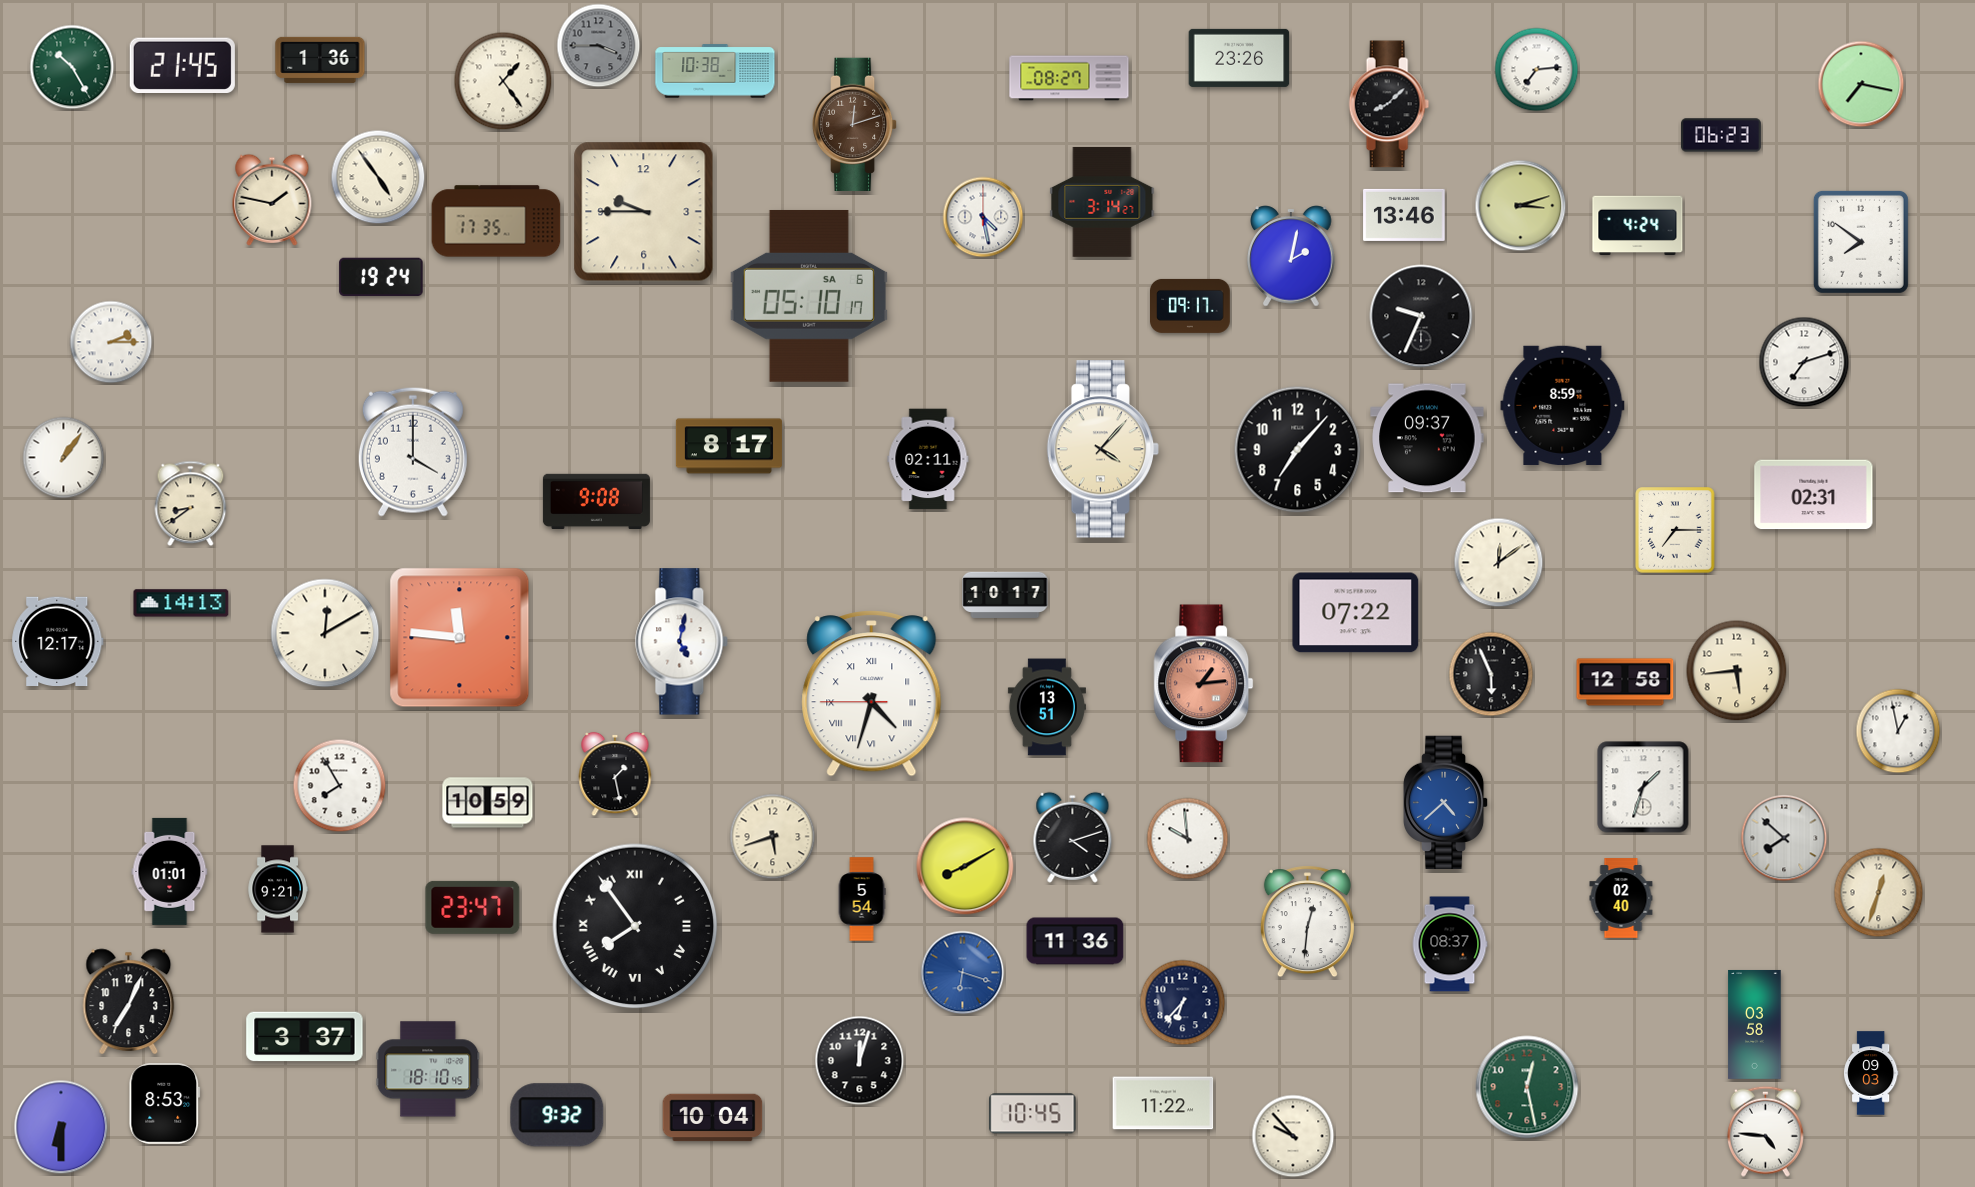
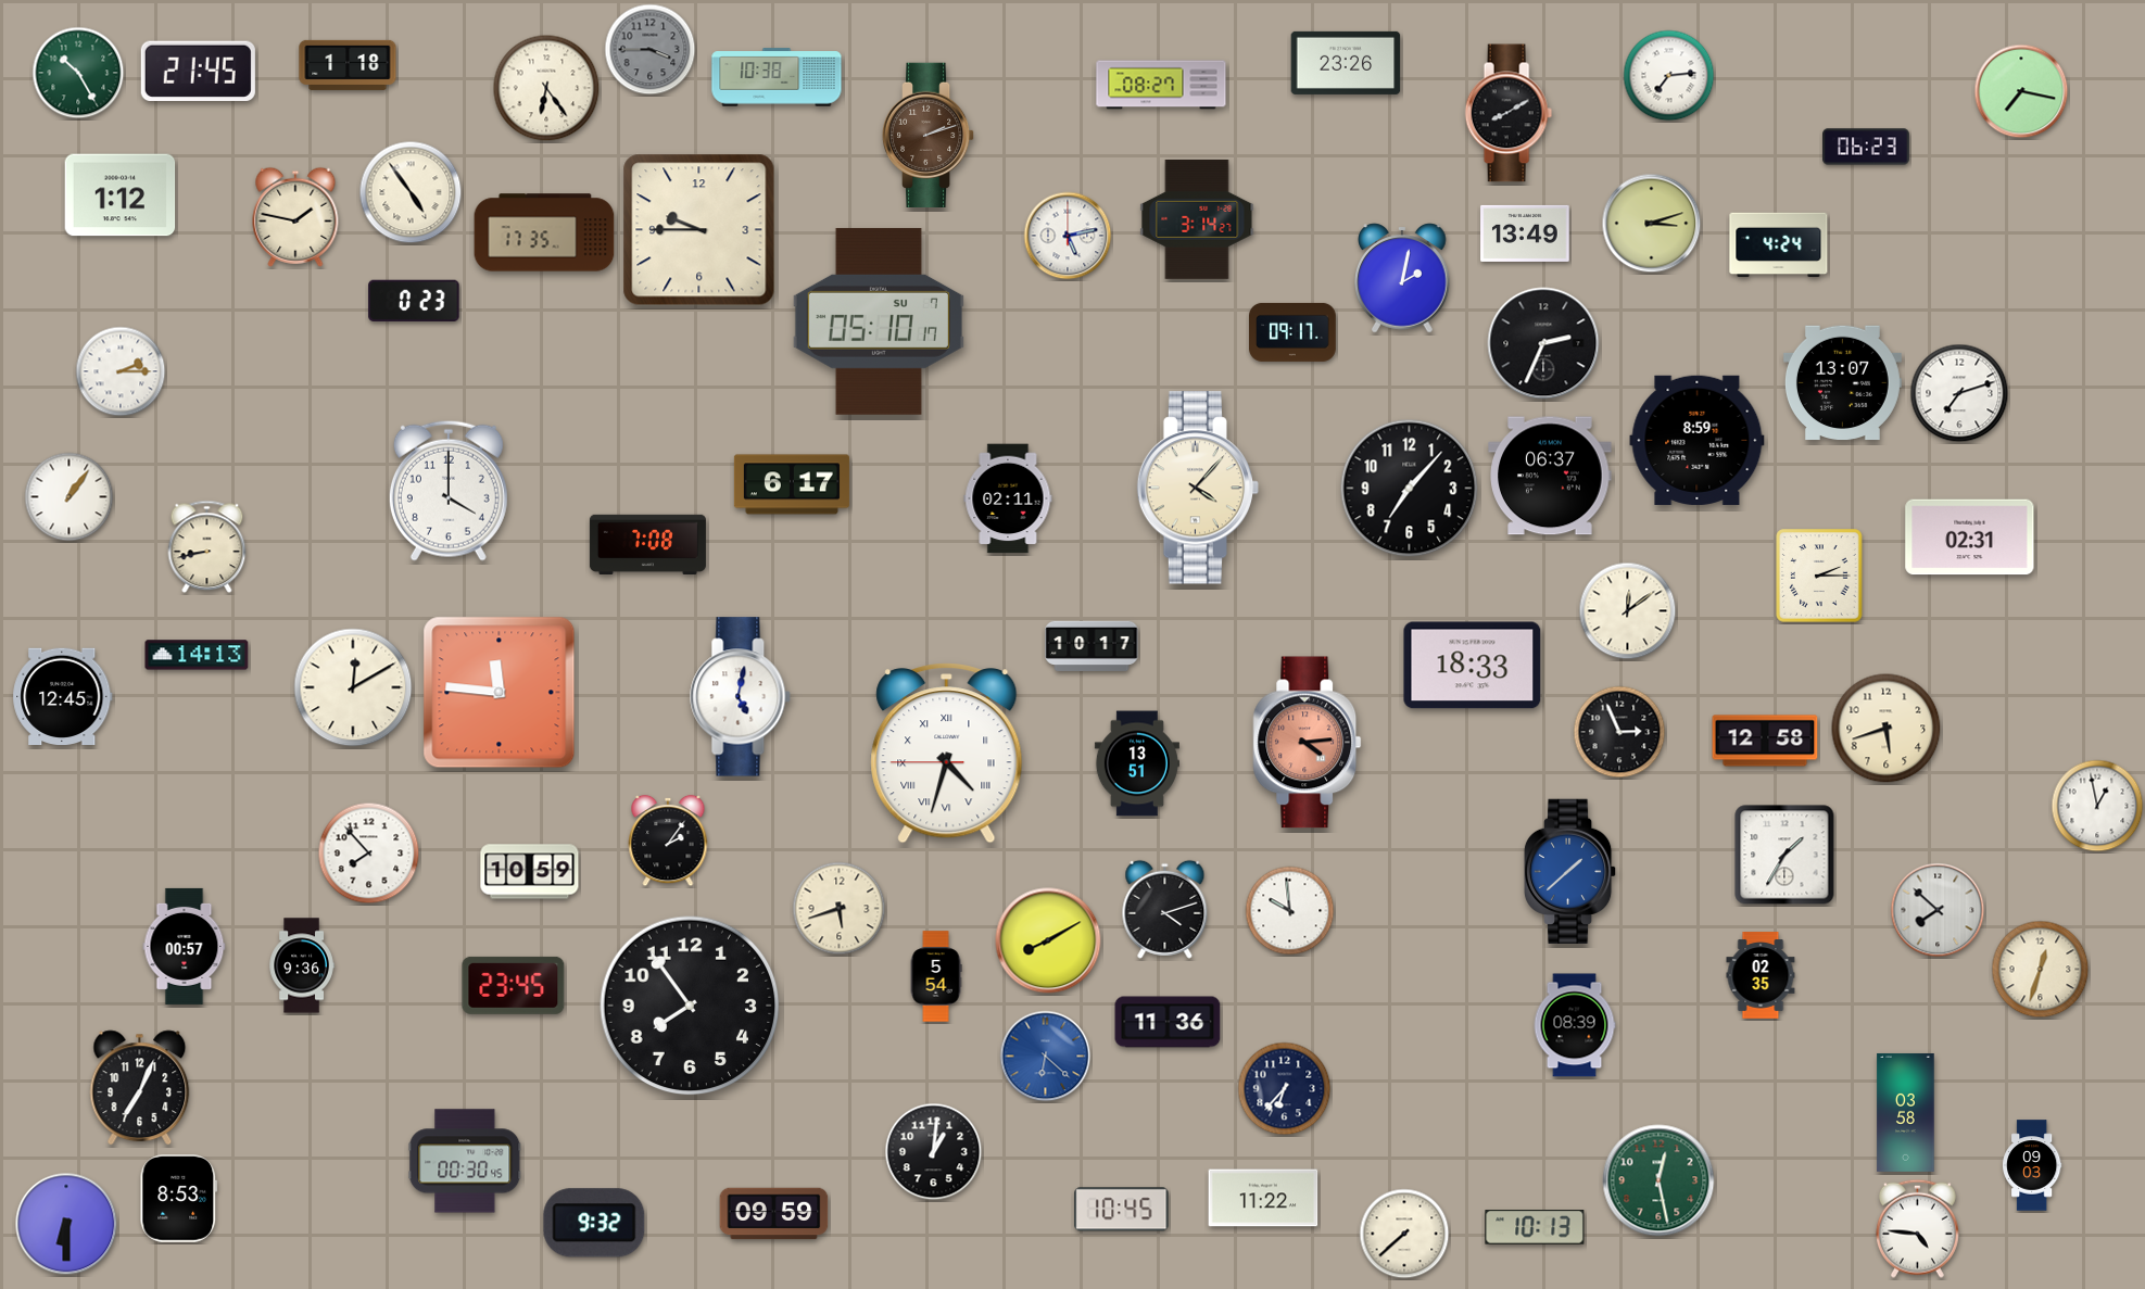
clock at (320, 60): 1:36 -> 1:18
clock at (503, 81): 1:24 -> 6:24
clock at (1389, 104): 8:08 -> 8:10
clock at (855, 124): 12:12 -> 2:12
clock at (1721, 135) position: (1721, 135) -> (1866, 147)
clock at (121, 195): none -> 1:12
clock at (1404, 215): 13:46 -> 13:49
clock at (983, 217): 4:28 -> 5:13
clock at (496, 221) position: (496, 221) -> (544, 232)
clock at (1861, 242): 7:51 -> none
clock at (381, 276): 19:24 -> 0:23
clock at (809, 296) date: SA 6 -> SU 7
clock at (1421, 316): 9:34 -> 2:34
clock at (1842, 383): none -> 13:07
clock at (1427, 438): 09:37 -> 06:37
clock at (729, 446): 8:17 -> 6:17
clock at (596, 501): 9:08 -> 7:08
clock at (191, 504): 8:39 -> 8:43
clock at (1675, 530): 7:15 -> 2:15
clock at (1356, 613): 07:22 -> 18:33
clock at (58, 642): 12:17 -> 12:45
clock at (1737, 671): 5:44 -> 5:42
clock at (1491, 674): 5:56 -> 2:56
clock at (1204, 684): 1:14 -> 4:14
clock at (1047, 707) position: (1047, 707) -> (1137, 763)
clock at (1898, 731) position: (1898, 731) -> (2097, 806)
clock at (615, 774): 1:28 -> 2:06
clock at (340, 786): 7:55 -> 7:53
clock at (1643, 787): 1:33 -> 1:35
clock at (1446, 802): 4:38 -> 1:38
clock at (170, 871): 01:01 -> 00:57
clock at (278, 889): 9:21 -> 9:36
clock at (1621, 898): 02:40 -> 02:35
clock at (473, 907): 23:47 -> 23:45
clock at (1307, 922): 12:31 -> none
clock at (635, 926) numerals: Roman -> Arabic
clock at (1450, 944): 08:37 -> 08:39
clock at (963, 973): 6:18 -> 6:22
clock at (305, 1037): 3:37 -> none
clock at (860, 1061): 12:03 -> 1:01
clock at (428, 1069): 18:10 -> 00:30
clock at (557, 1115) position: (557, 1115) -> (594, 1223)
clock at (713, 1118): 10:04 -> 09:59
clock at (1535, 1227): none -> 10:13
clock at (1293, 1136): 9:53 -> 7:38
